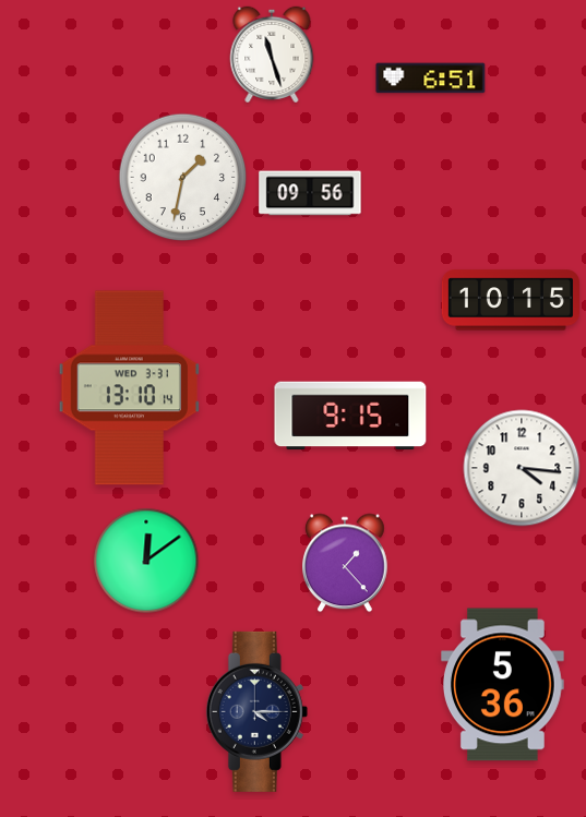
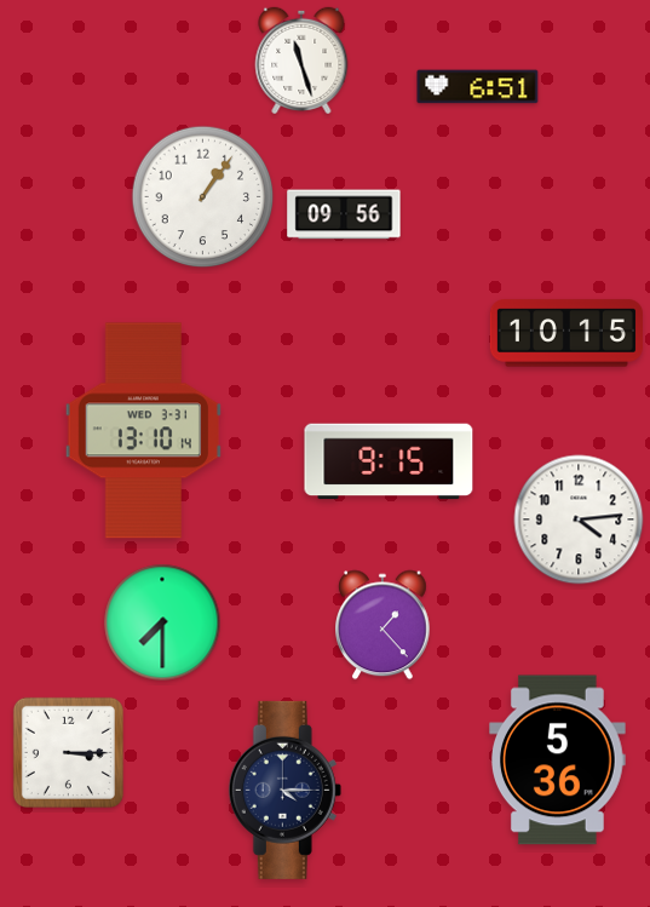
clock at (183, 178): 1:32 -> 1:06
clock at (522, 468): 4:16 -> 4:14
clock at (146, 561): 12:09 -> 7:30
clock at (68, 752): none -> 3:15
